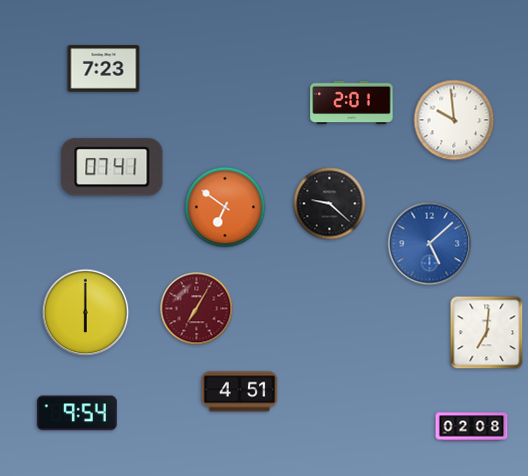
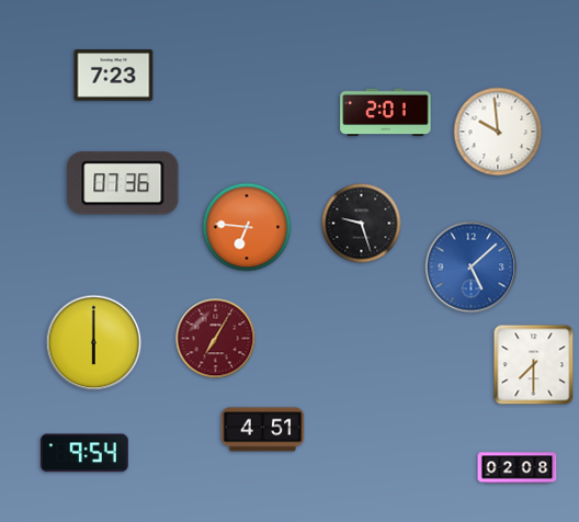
clock at (112, 167): 07:41 -> 07:36
clock at (330, 204): 9:22 -> 9:27
clock at (225, 207): 6:51 -> 6:46
clock at (487, 333): 7:01 -> 7:30
